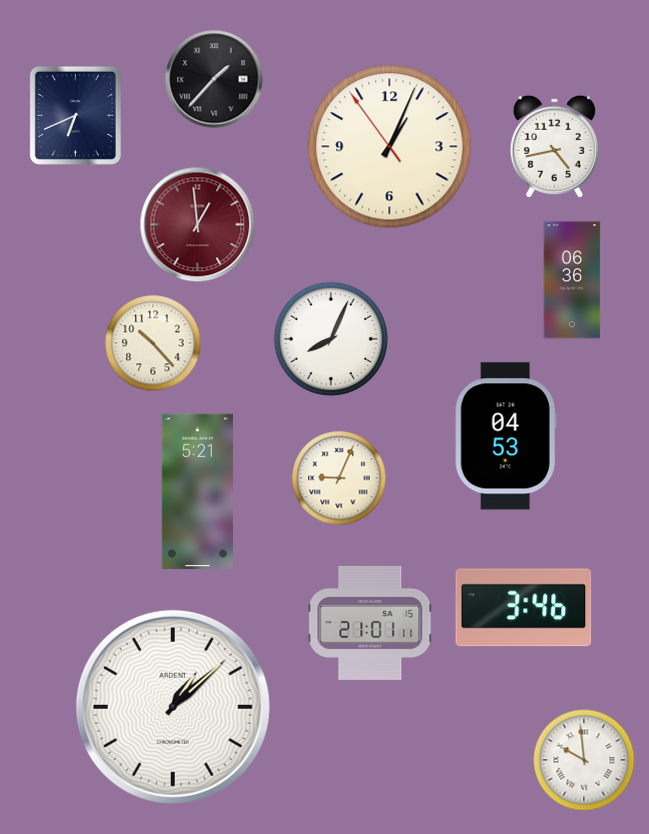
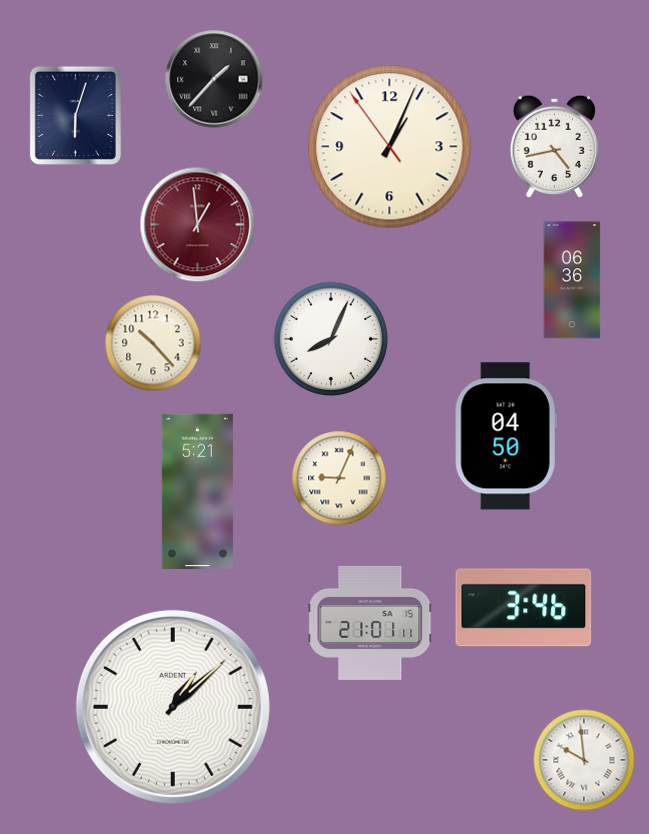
clock at (75, 115): 6:41 -> 6:03
clock at (506, 436): 04:53 -> 04:50
